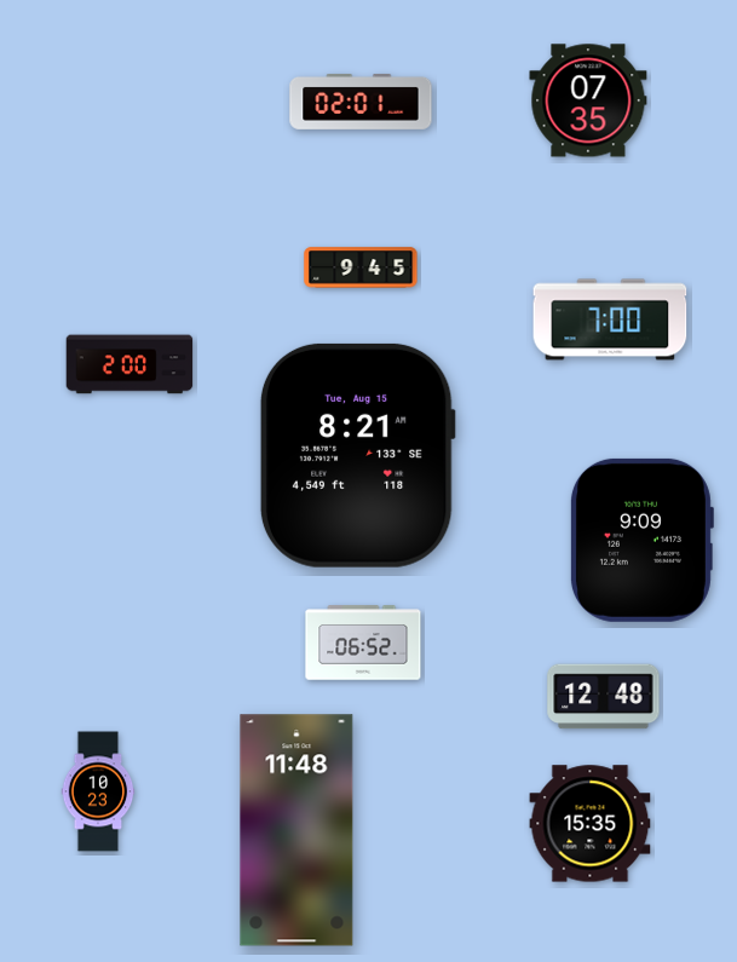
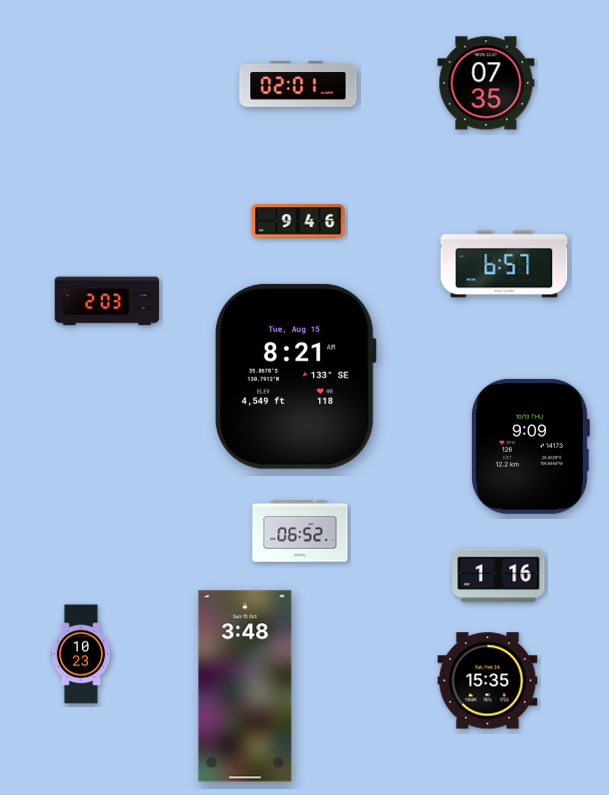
clock at (361, 267): 9:45 -> 9:46
clock at (610, 319): 7:00 -> 6:57
clock at (129, 364): 2:00 -> 2:03
clock at (604, 697): 12:48 -> 1:16
clock at (296, 830): 11:48 -> 3:48
